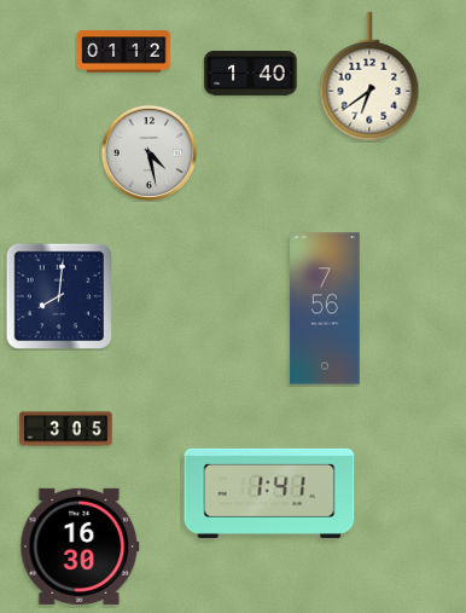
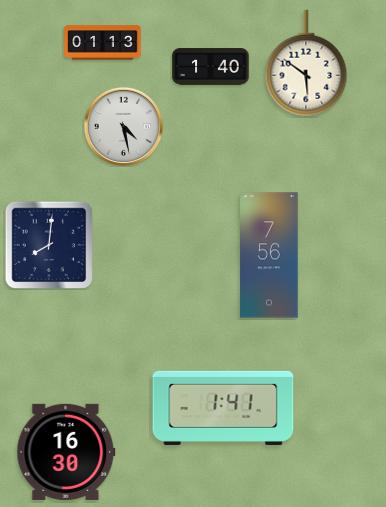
clock at (124, 52): 01:12 -> 01:13
clock at (251, 74) position: (251, 74) -> (211, 67)
clock at (369, 76): 6:39 -> 5:51
clock at (66, 429): 3:05 -> none
